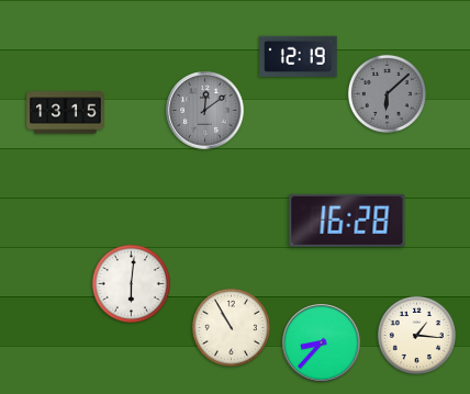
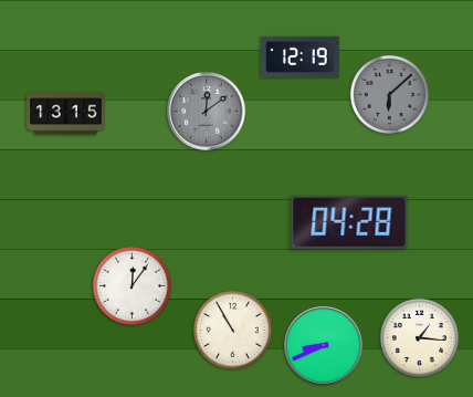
clock at (347, 221): 16:28 -> 04:28
clock at (131, 283): 6:01 -> 12:06
clock at (322, 344): 8:37 -> 8:41
